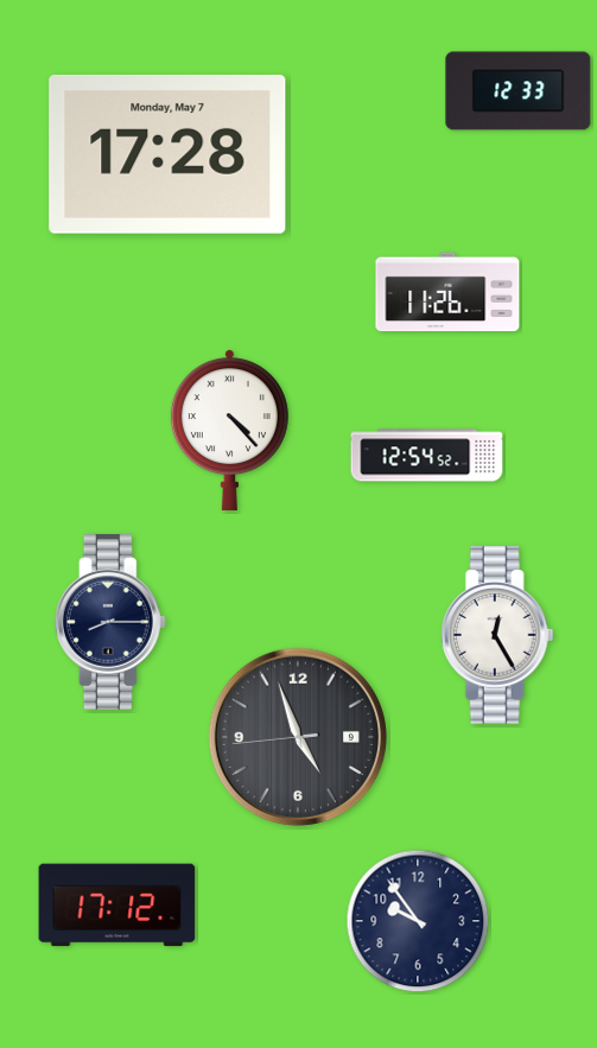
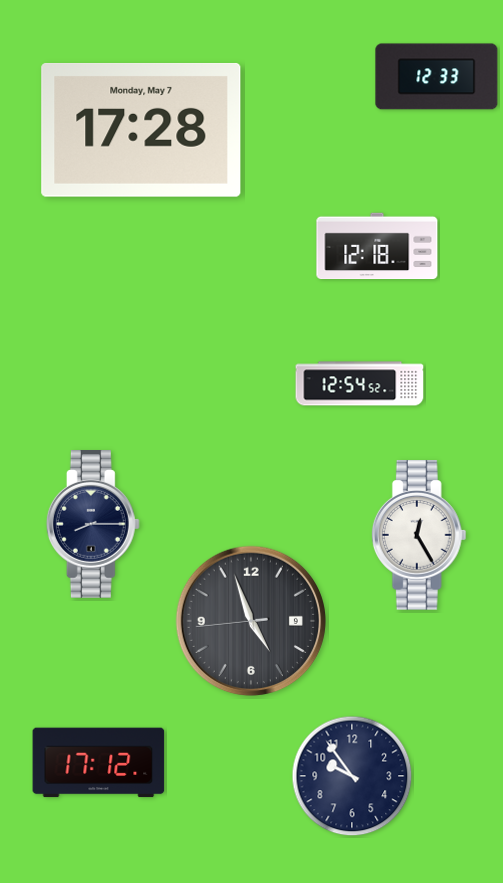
clock at (447, 292): 11:26 -> 12:18
clock at (229, 431): 4:23 -> none
